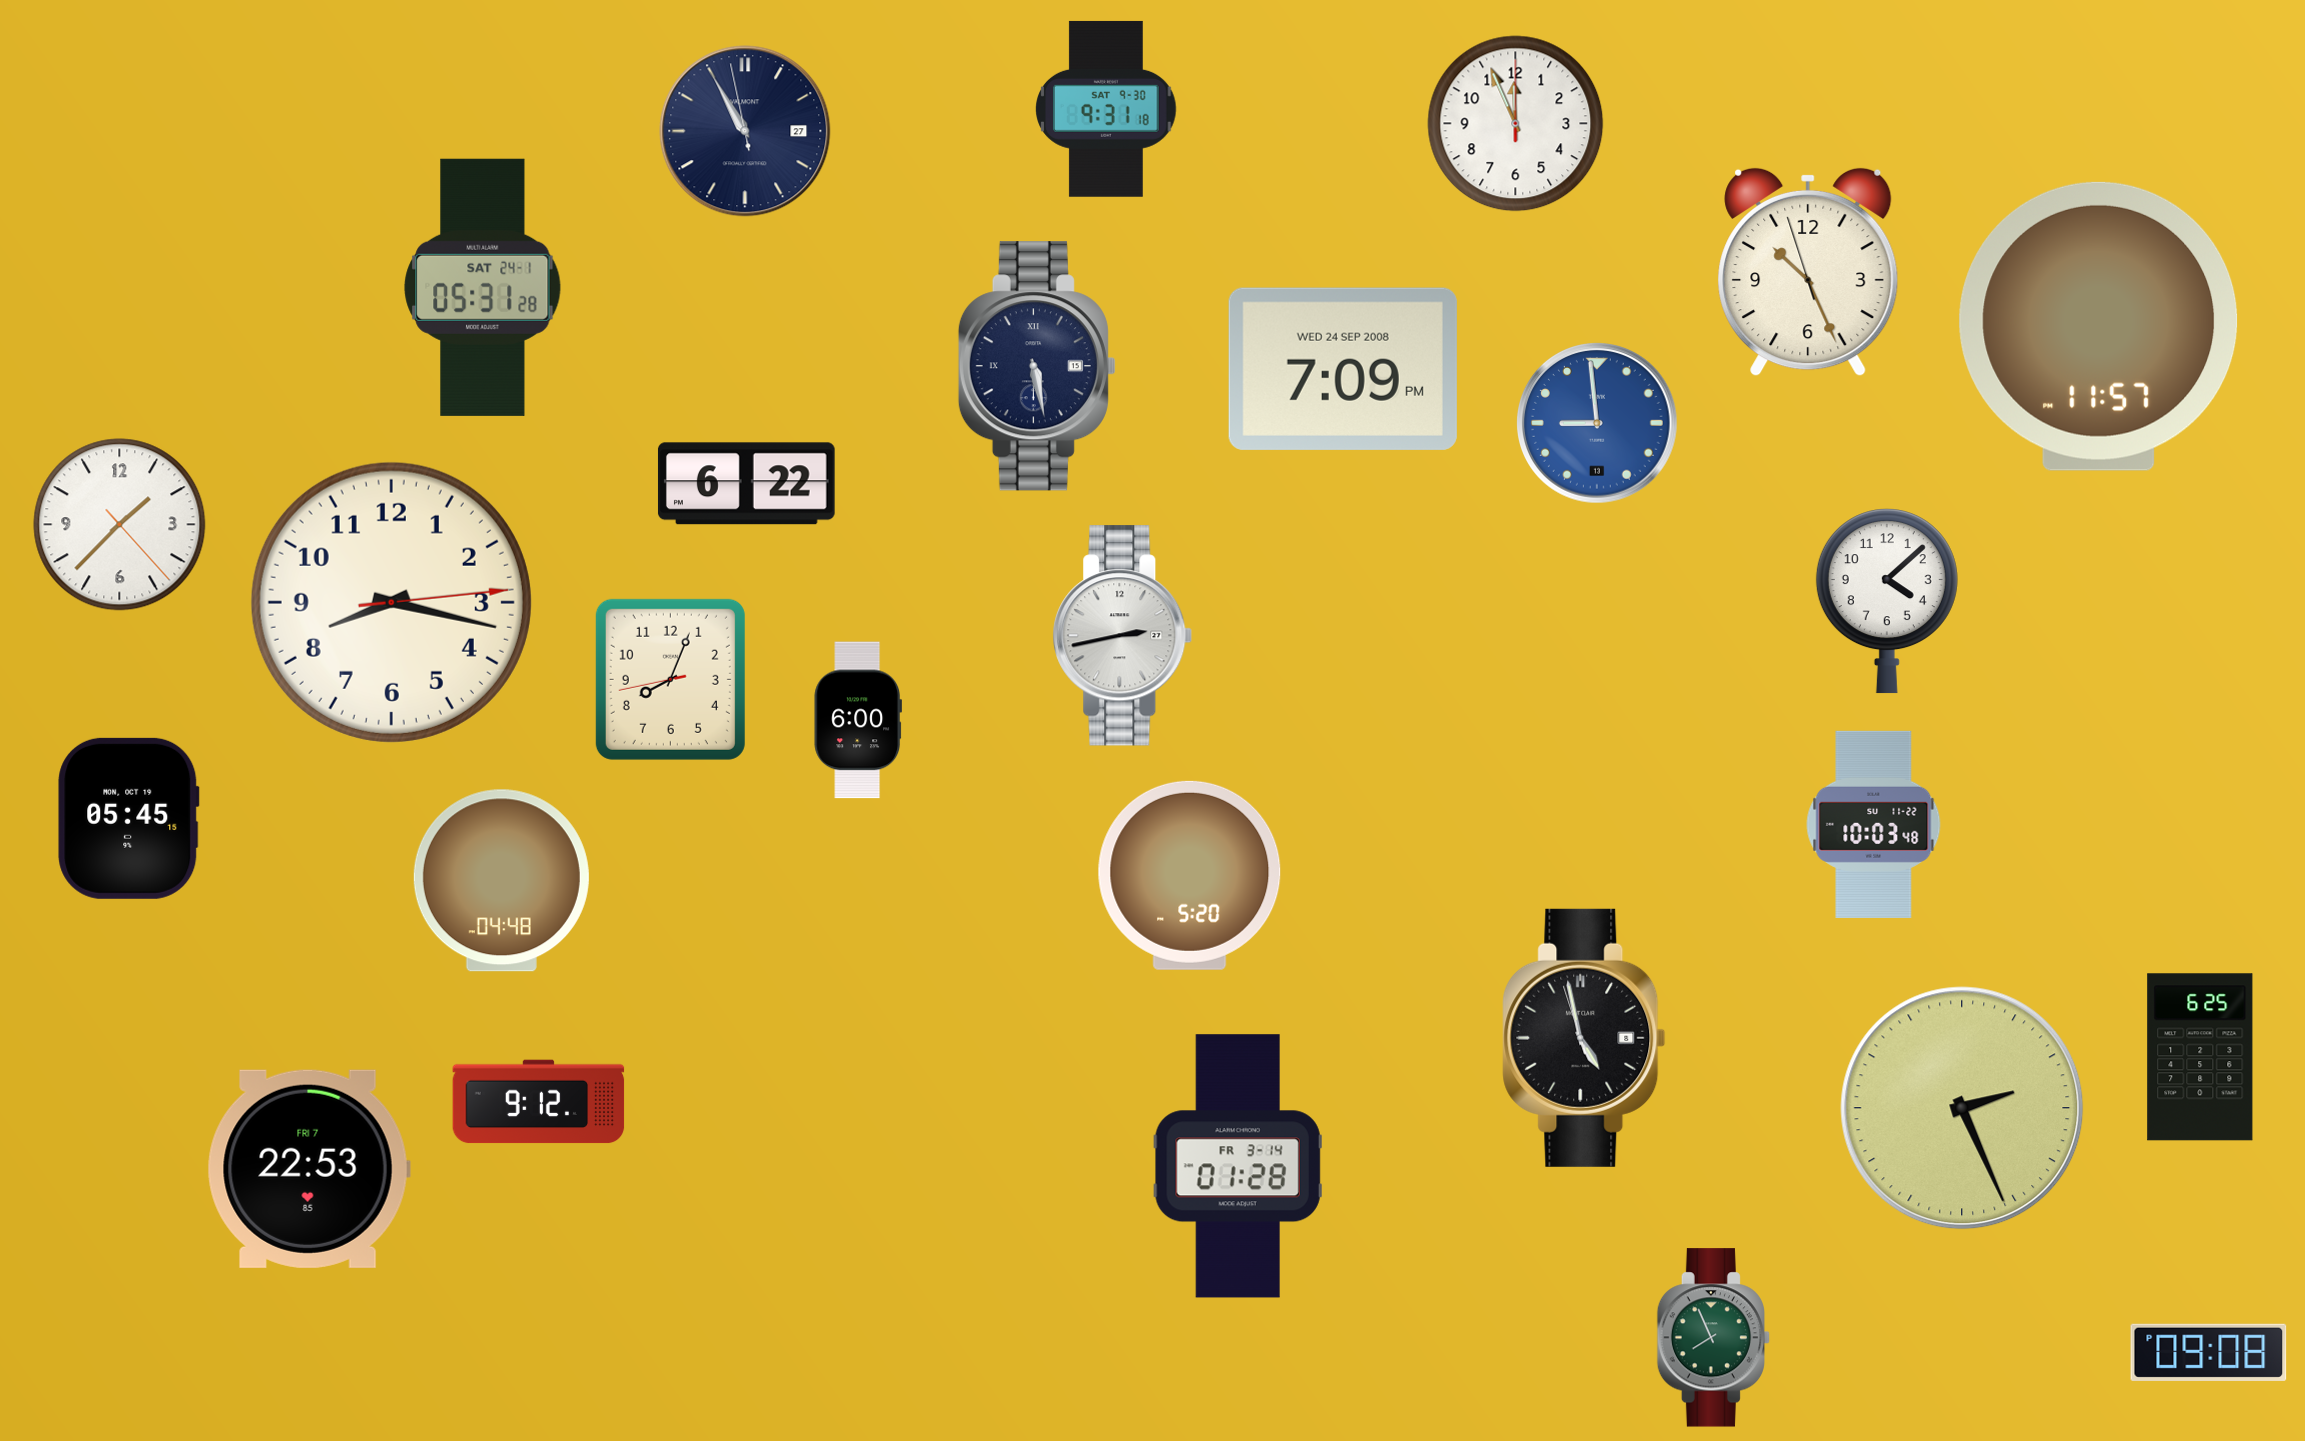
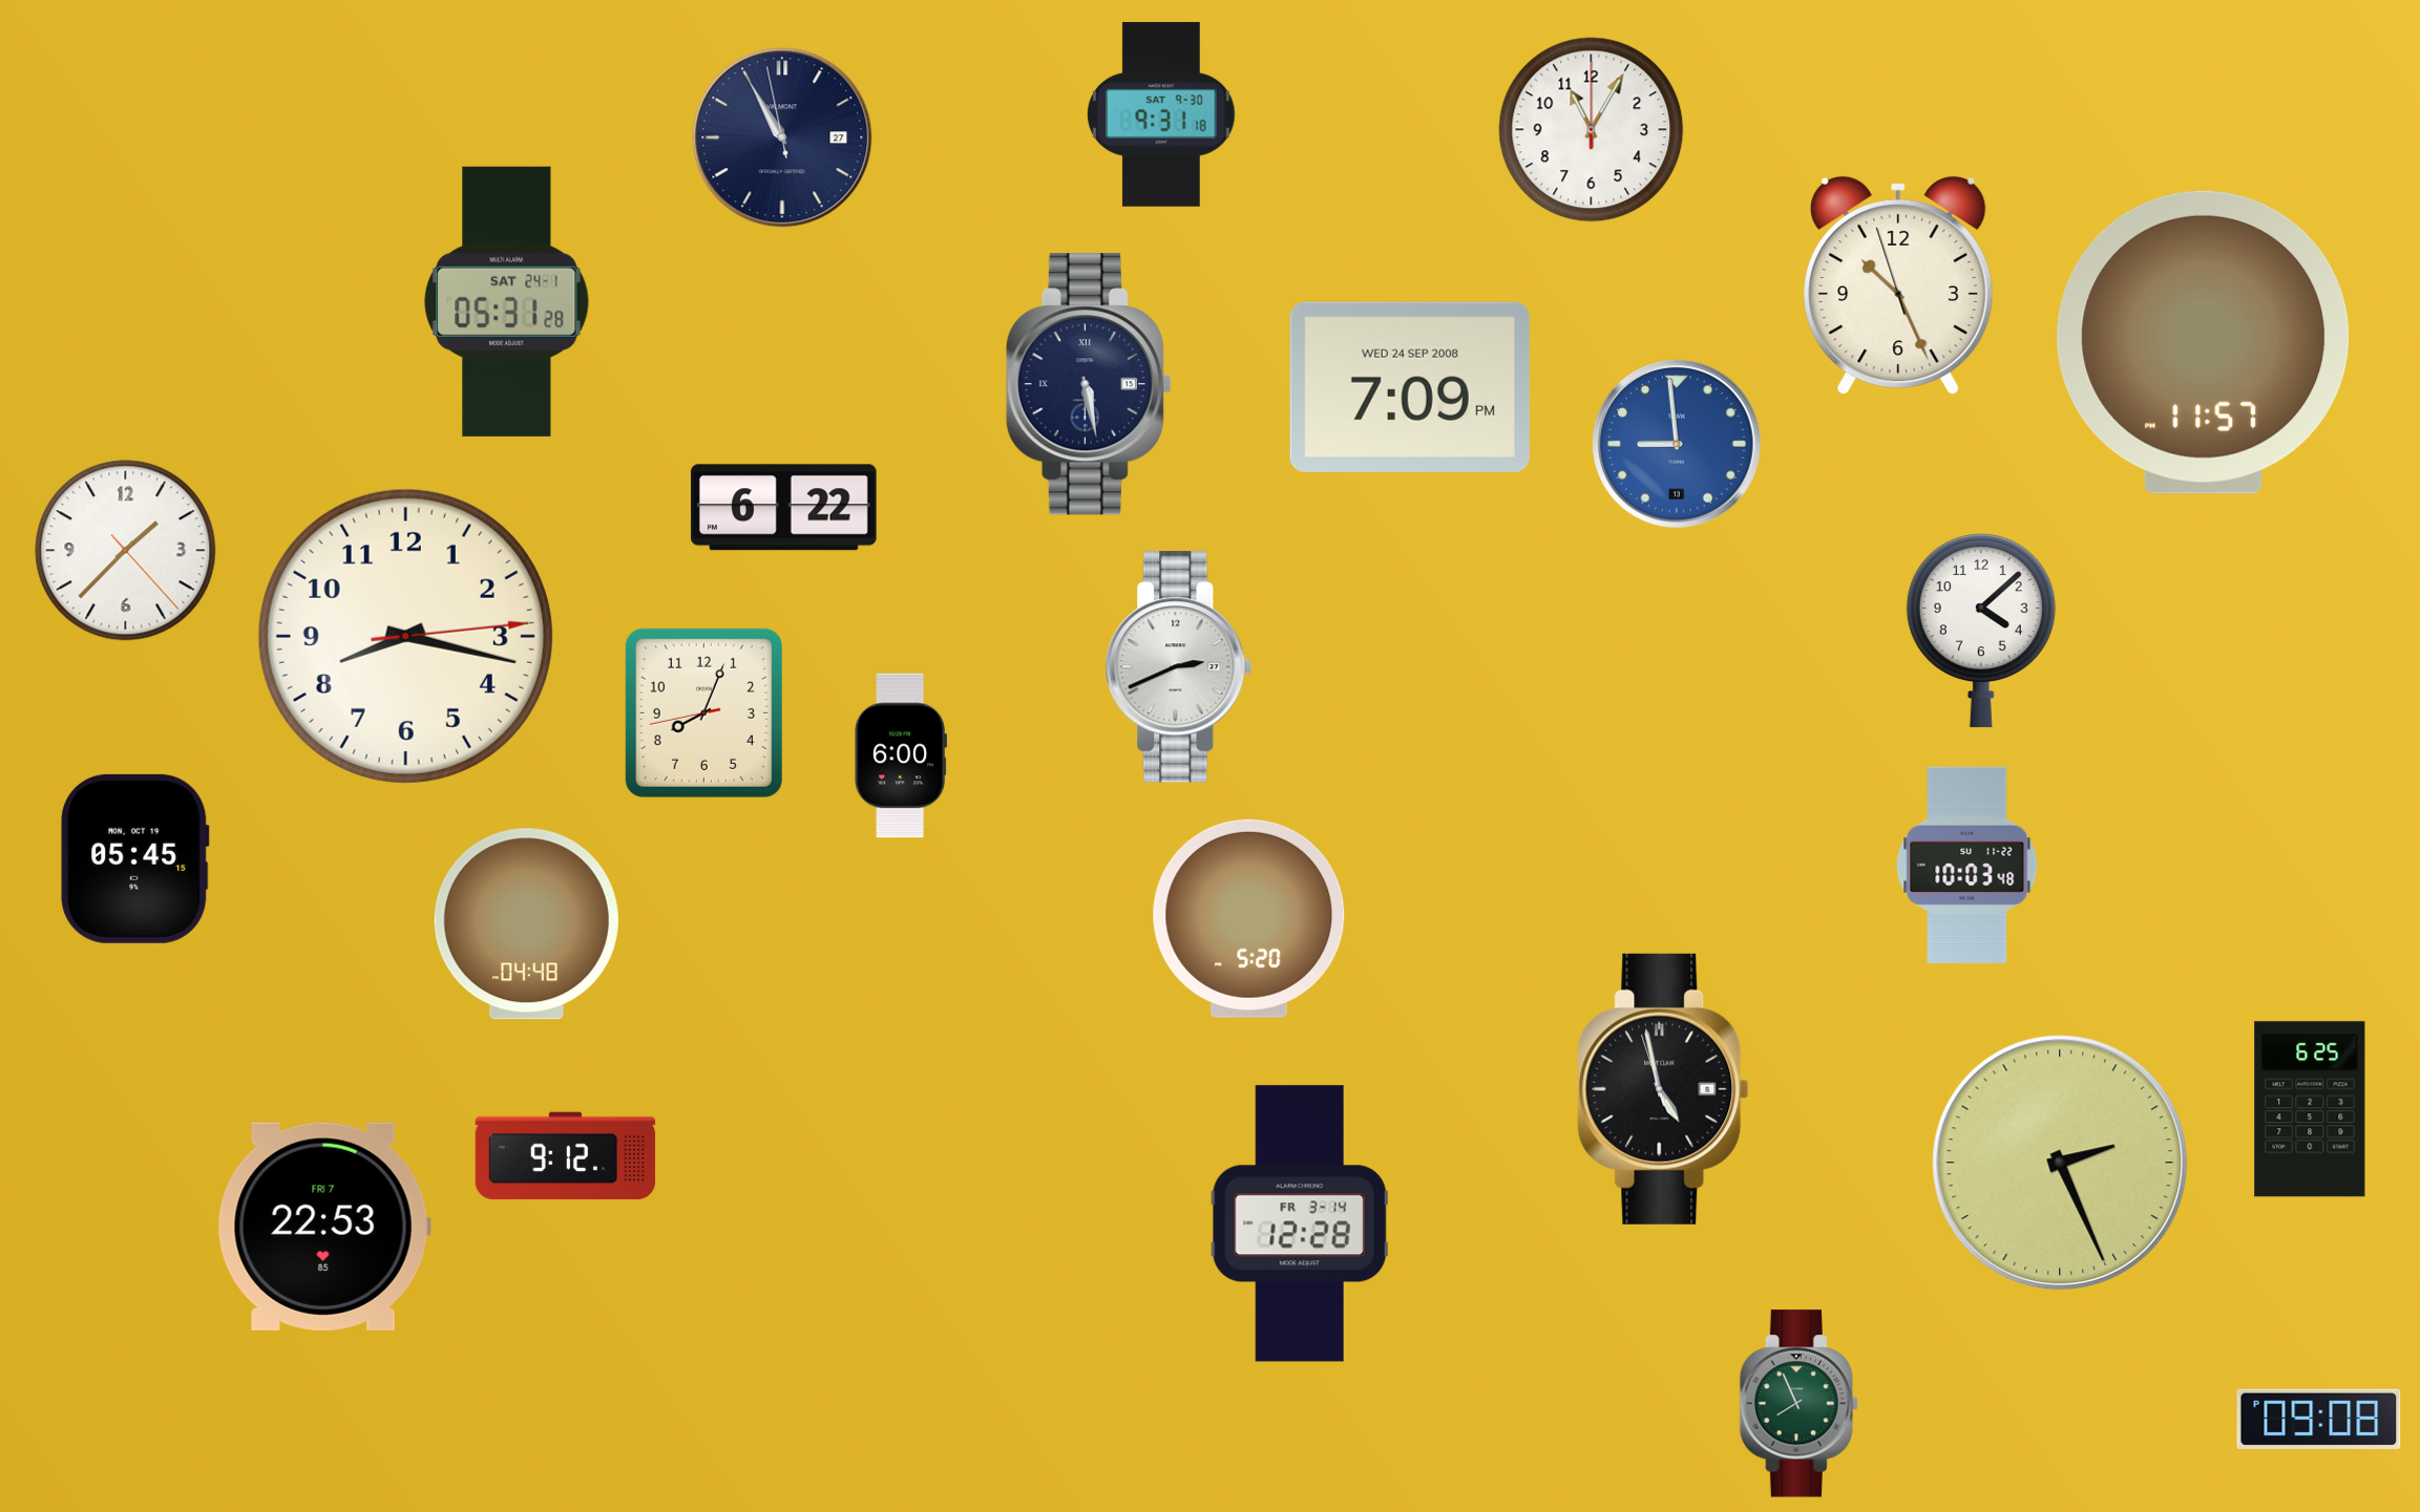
clock at (1516, 124): 11:56 -> 11:05
clock at (391, 602) position: (391, 602) -> (405, 636)
clock at (1123, 636): 2:43 -> 2:41
clock at (1238, 1166): 01:28 -> 12:28
